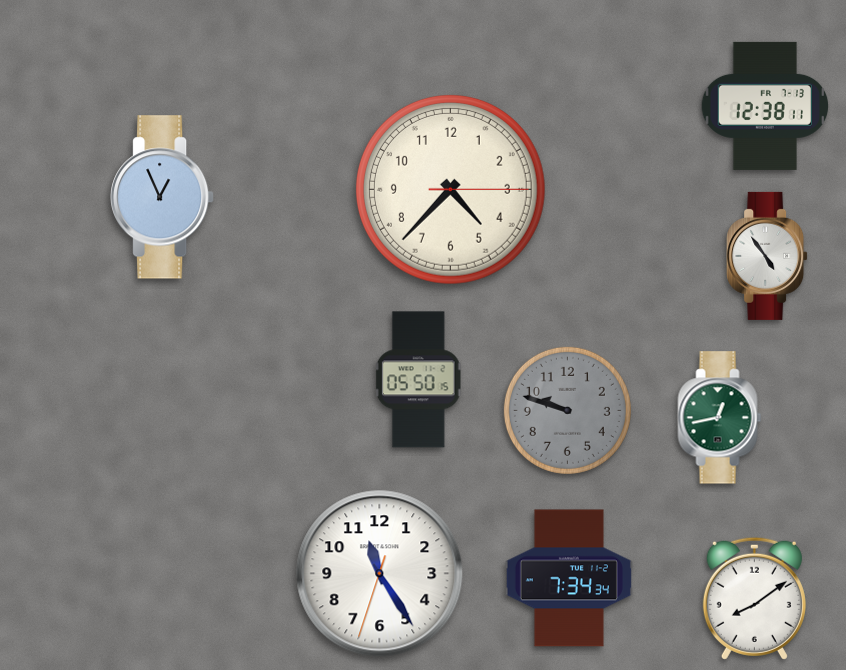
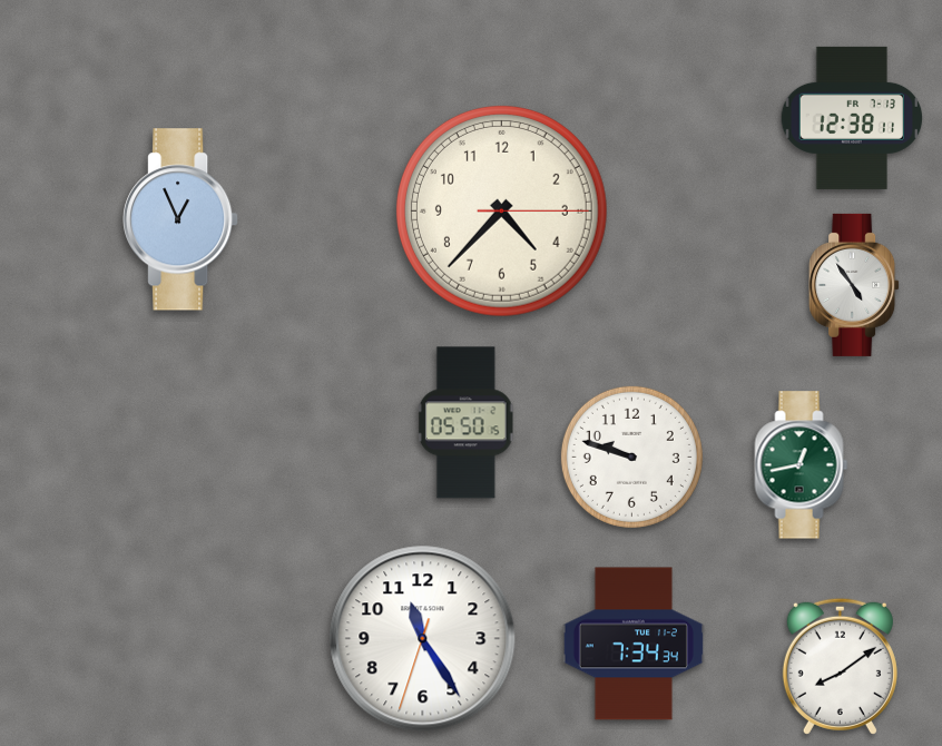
clock at (567, 410) dial: grey -> white
